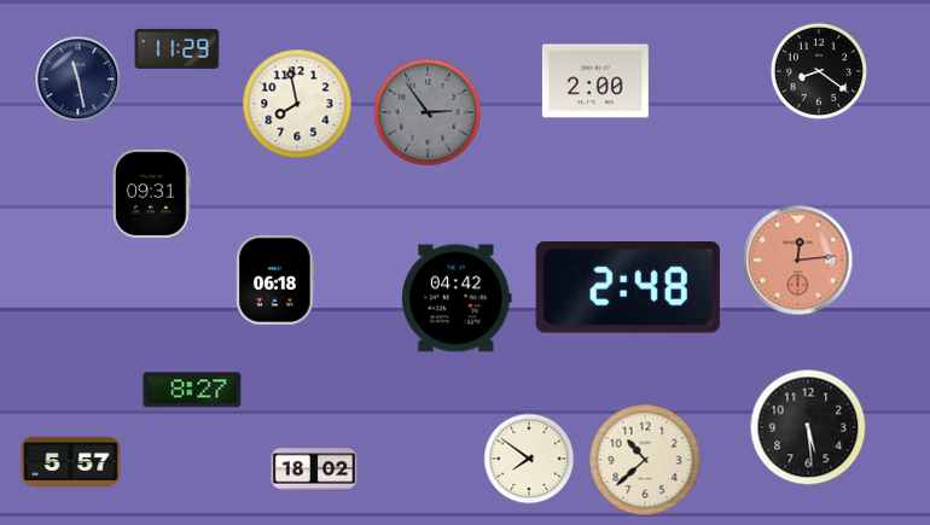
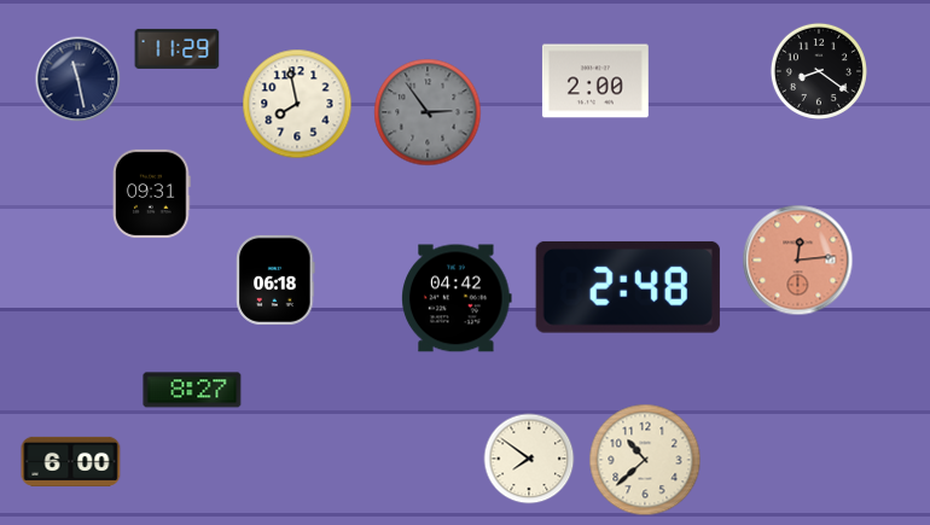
clock at (808, 427): 5:29 -> none
clock at (71, 461): 5:57 -> 6:00
clock at (314, 469): 18:02 -> none
